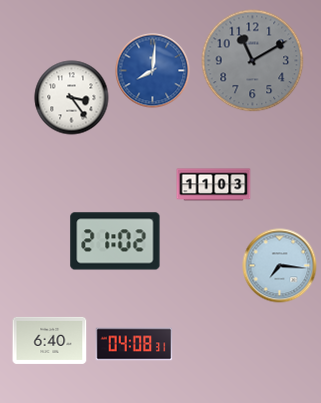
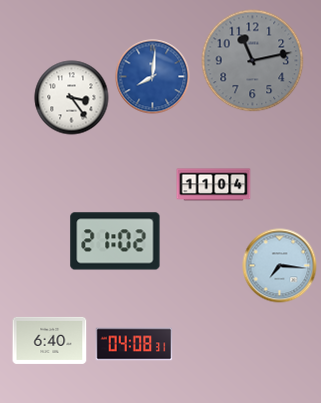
clock at (253, 61): 11:10 -> 11:13
clock at (153, 71) position: (153, 71) -> (153, 77)
clock at (214, 185): 11:03 -> 11:04
